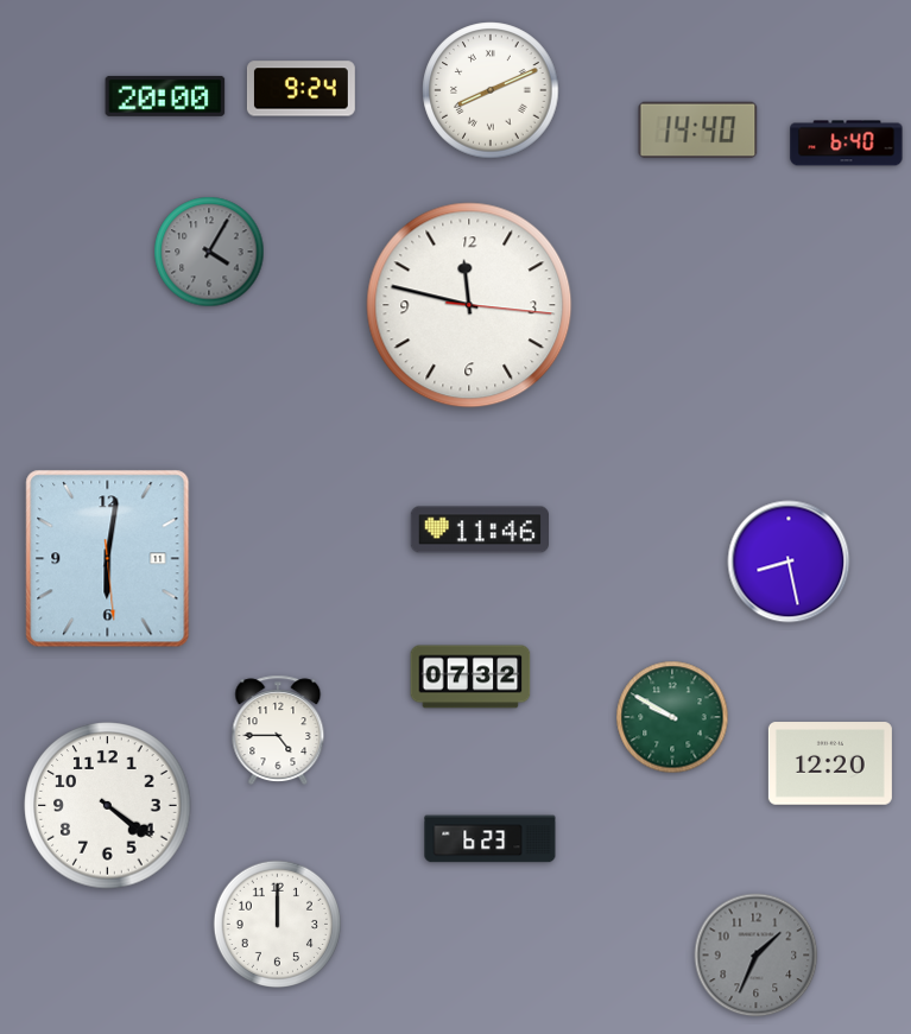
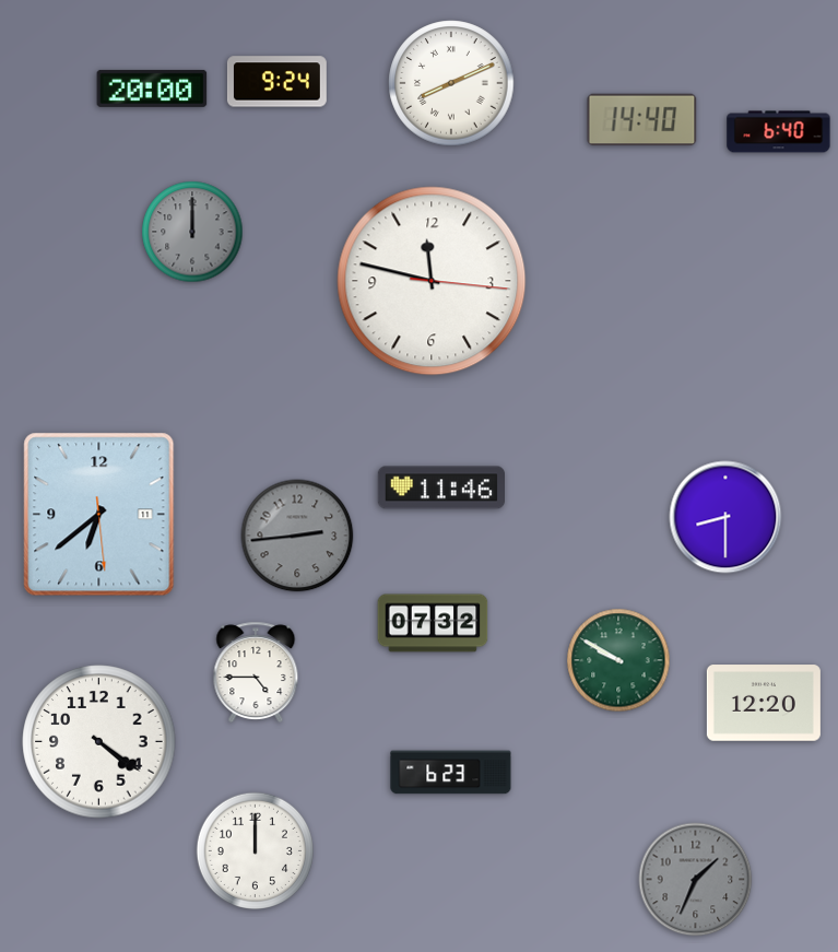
clock at (209, 252): 4:05 -> 12:00
clock at (108, 559): 6:01 -> 6:38
clock at (789, 562): 8:28 -> 8:30
clock at (297, 536): none -> 2:44
